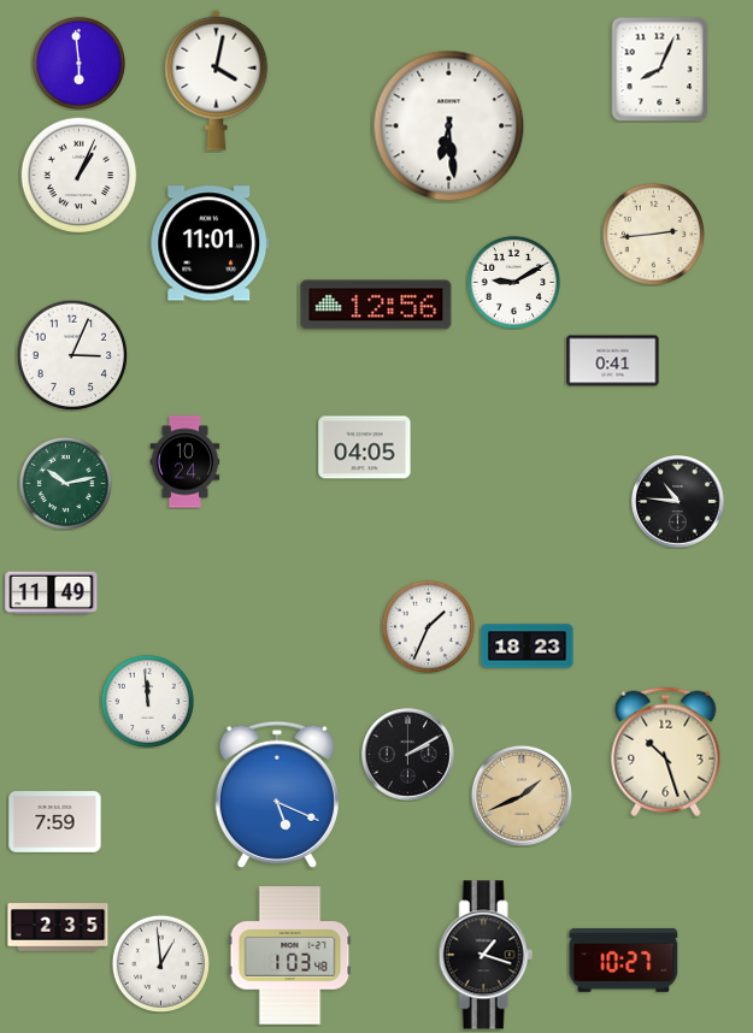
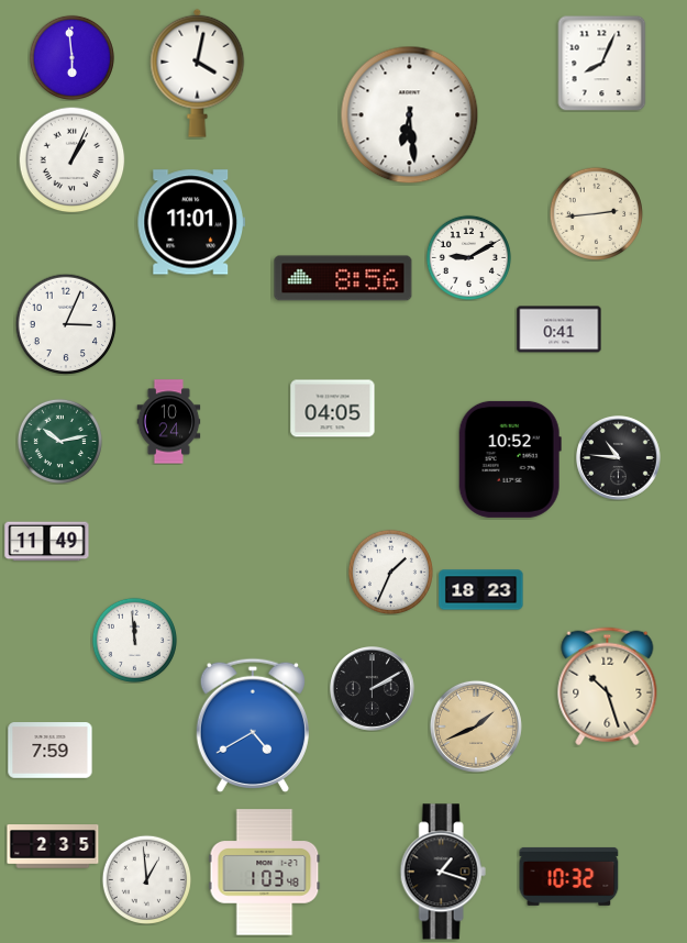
clock at (376, 305): 12:56 -> 8:56
clock at (510, 459): none -> 10:52
clock at (277, 793): 5:19 -> 4:40
clock at (624, 960): 10:27 -> 10:32
